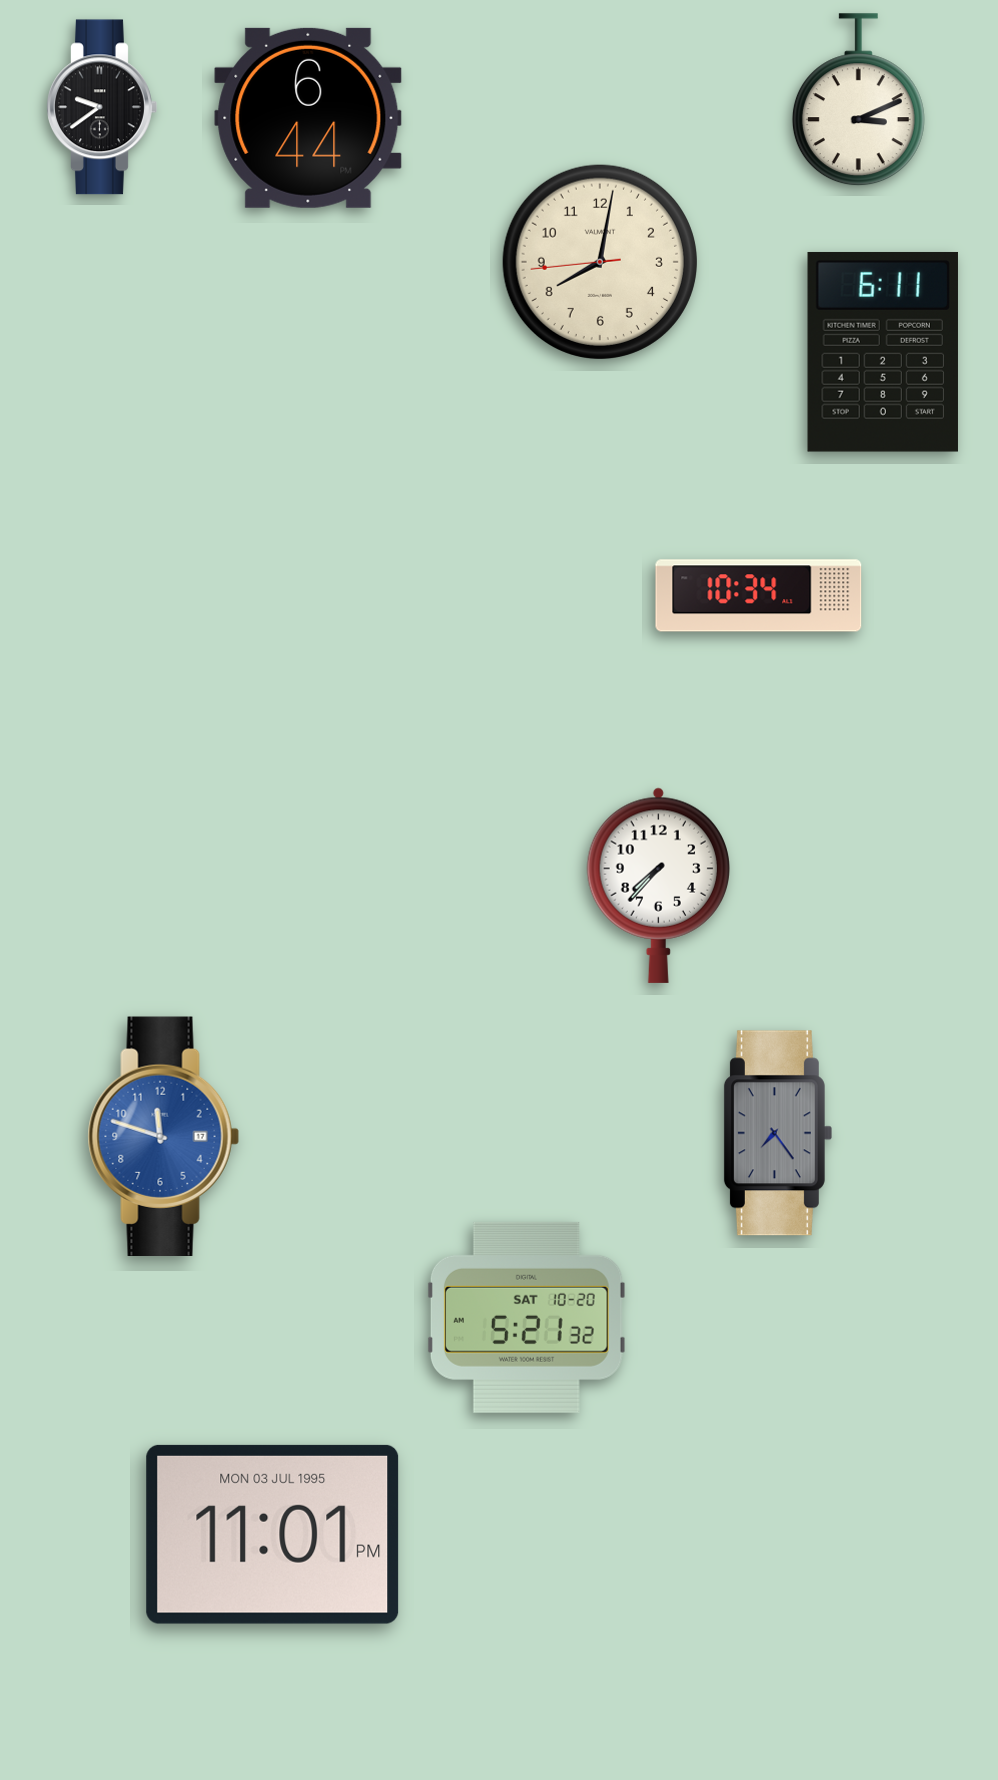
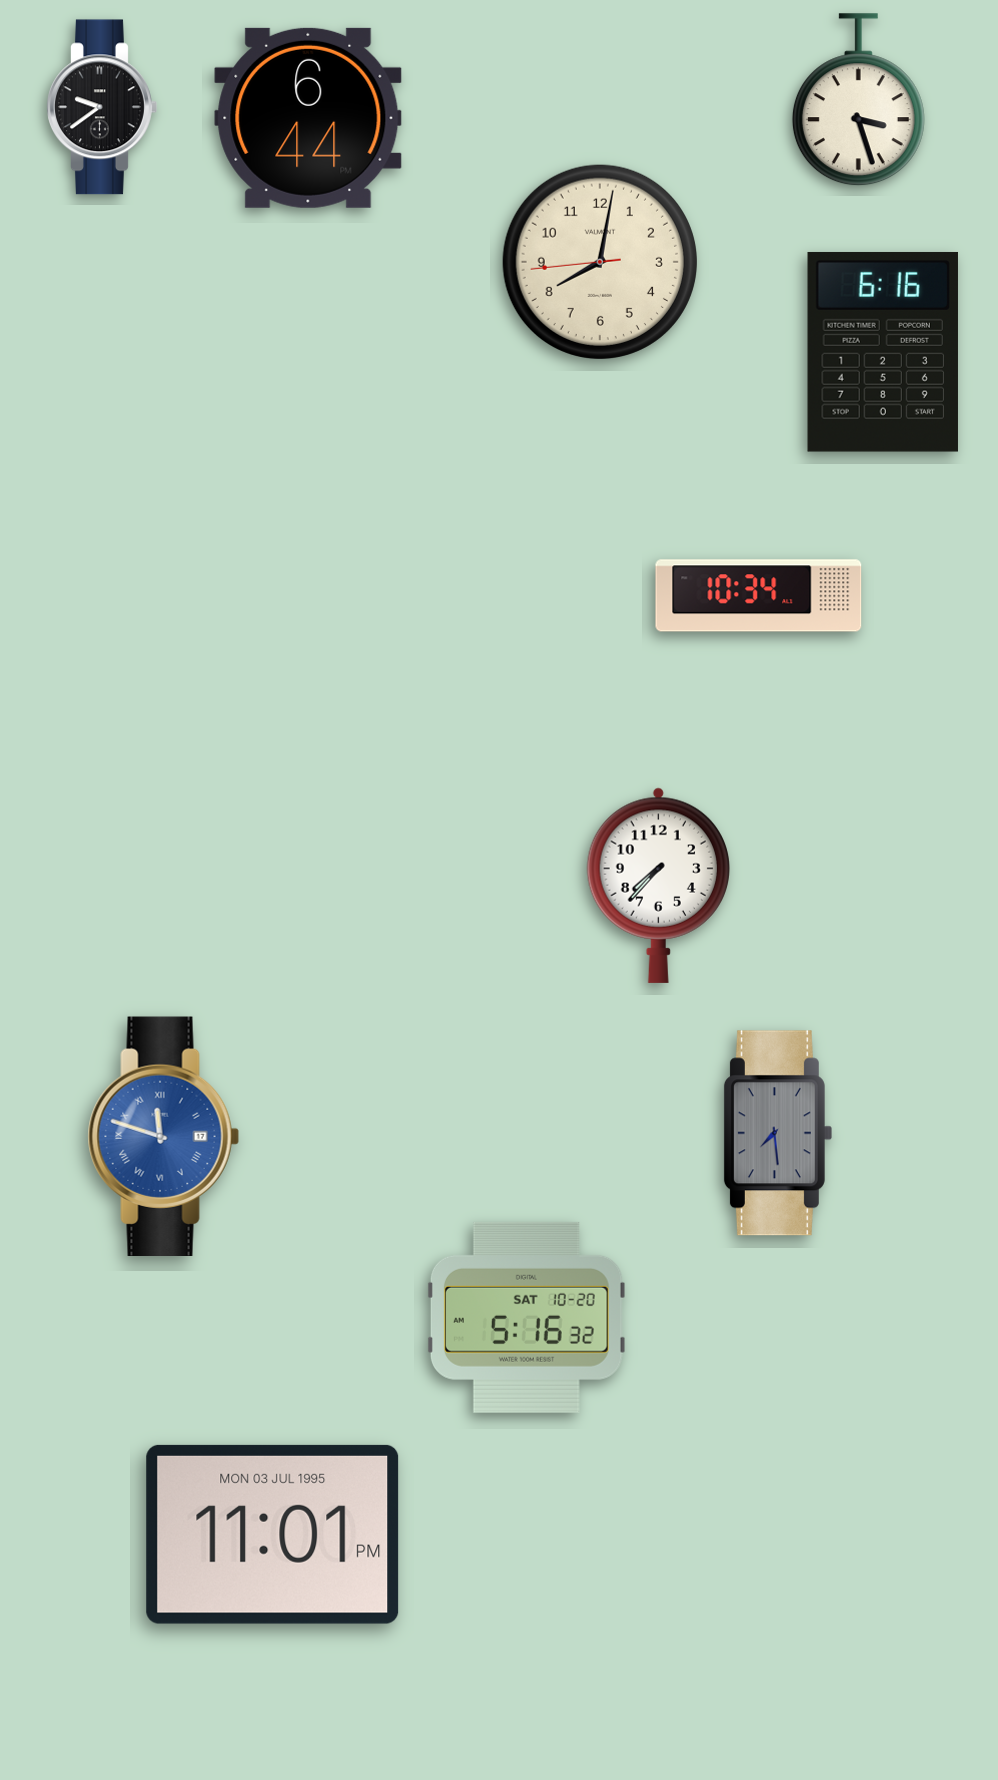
clock at (858, 100): 3:11 -> 3:27
clock at (883, 352): 6:11 -> 6:16
clock at (778, 1133): 7:24 -> 7:29
clock at (163, 1137) numerals: Arabic -> Roman
clock at (526, 1317): 5:21 -> 5:16
